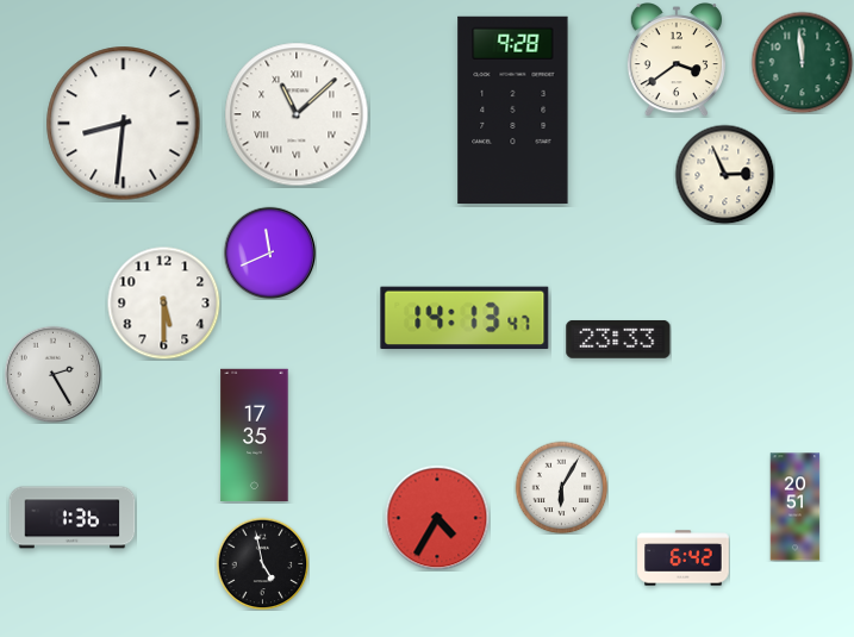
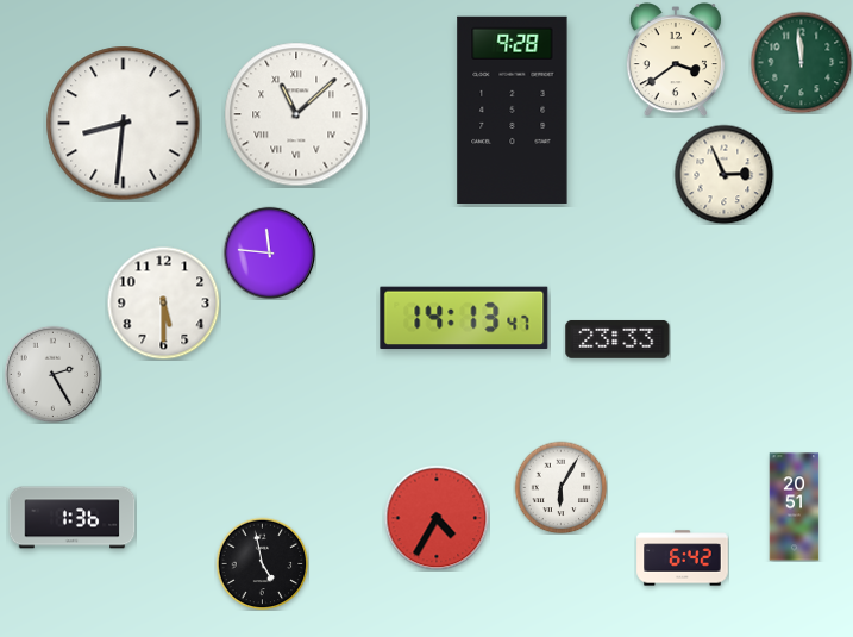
clock at (269, 252): 11:41 -> 11:46
clock at (255, 436): 17:35 -> none
